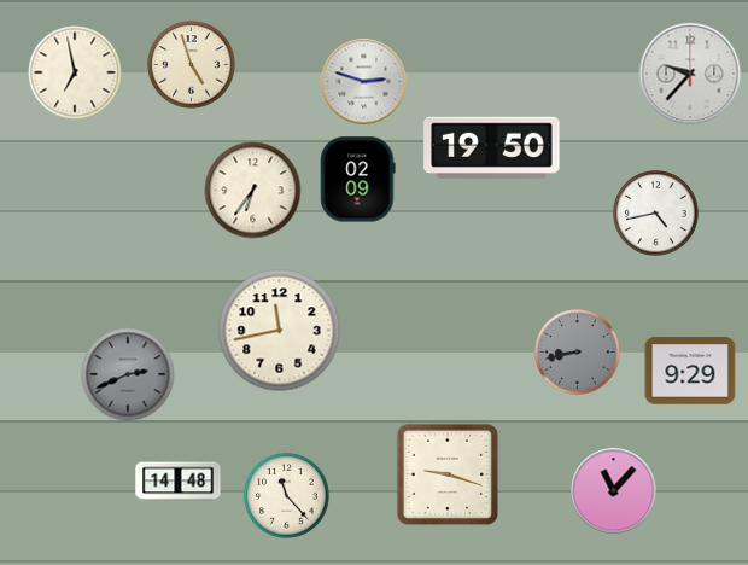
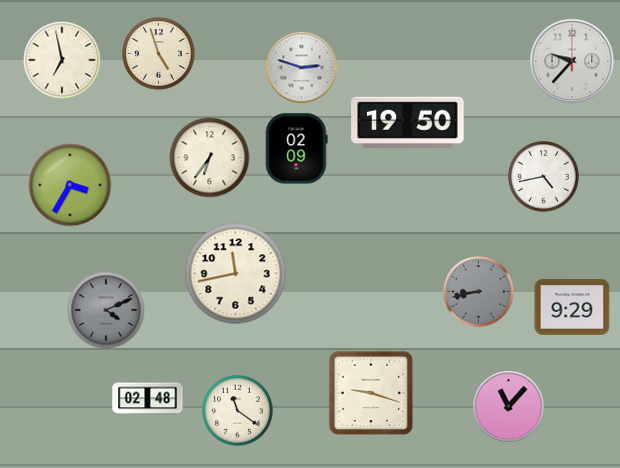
clock at (70, 185): none -> 3:35
clock at (280, 331) position: (280, 331) -> (236, 274)
clock at (128, 374): 2:41 -> 4:11
clock at (179, 482): 14:48 -> 02:48
clock at (287, 496): 11:23 -> 11:21
